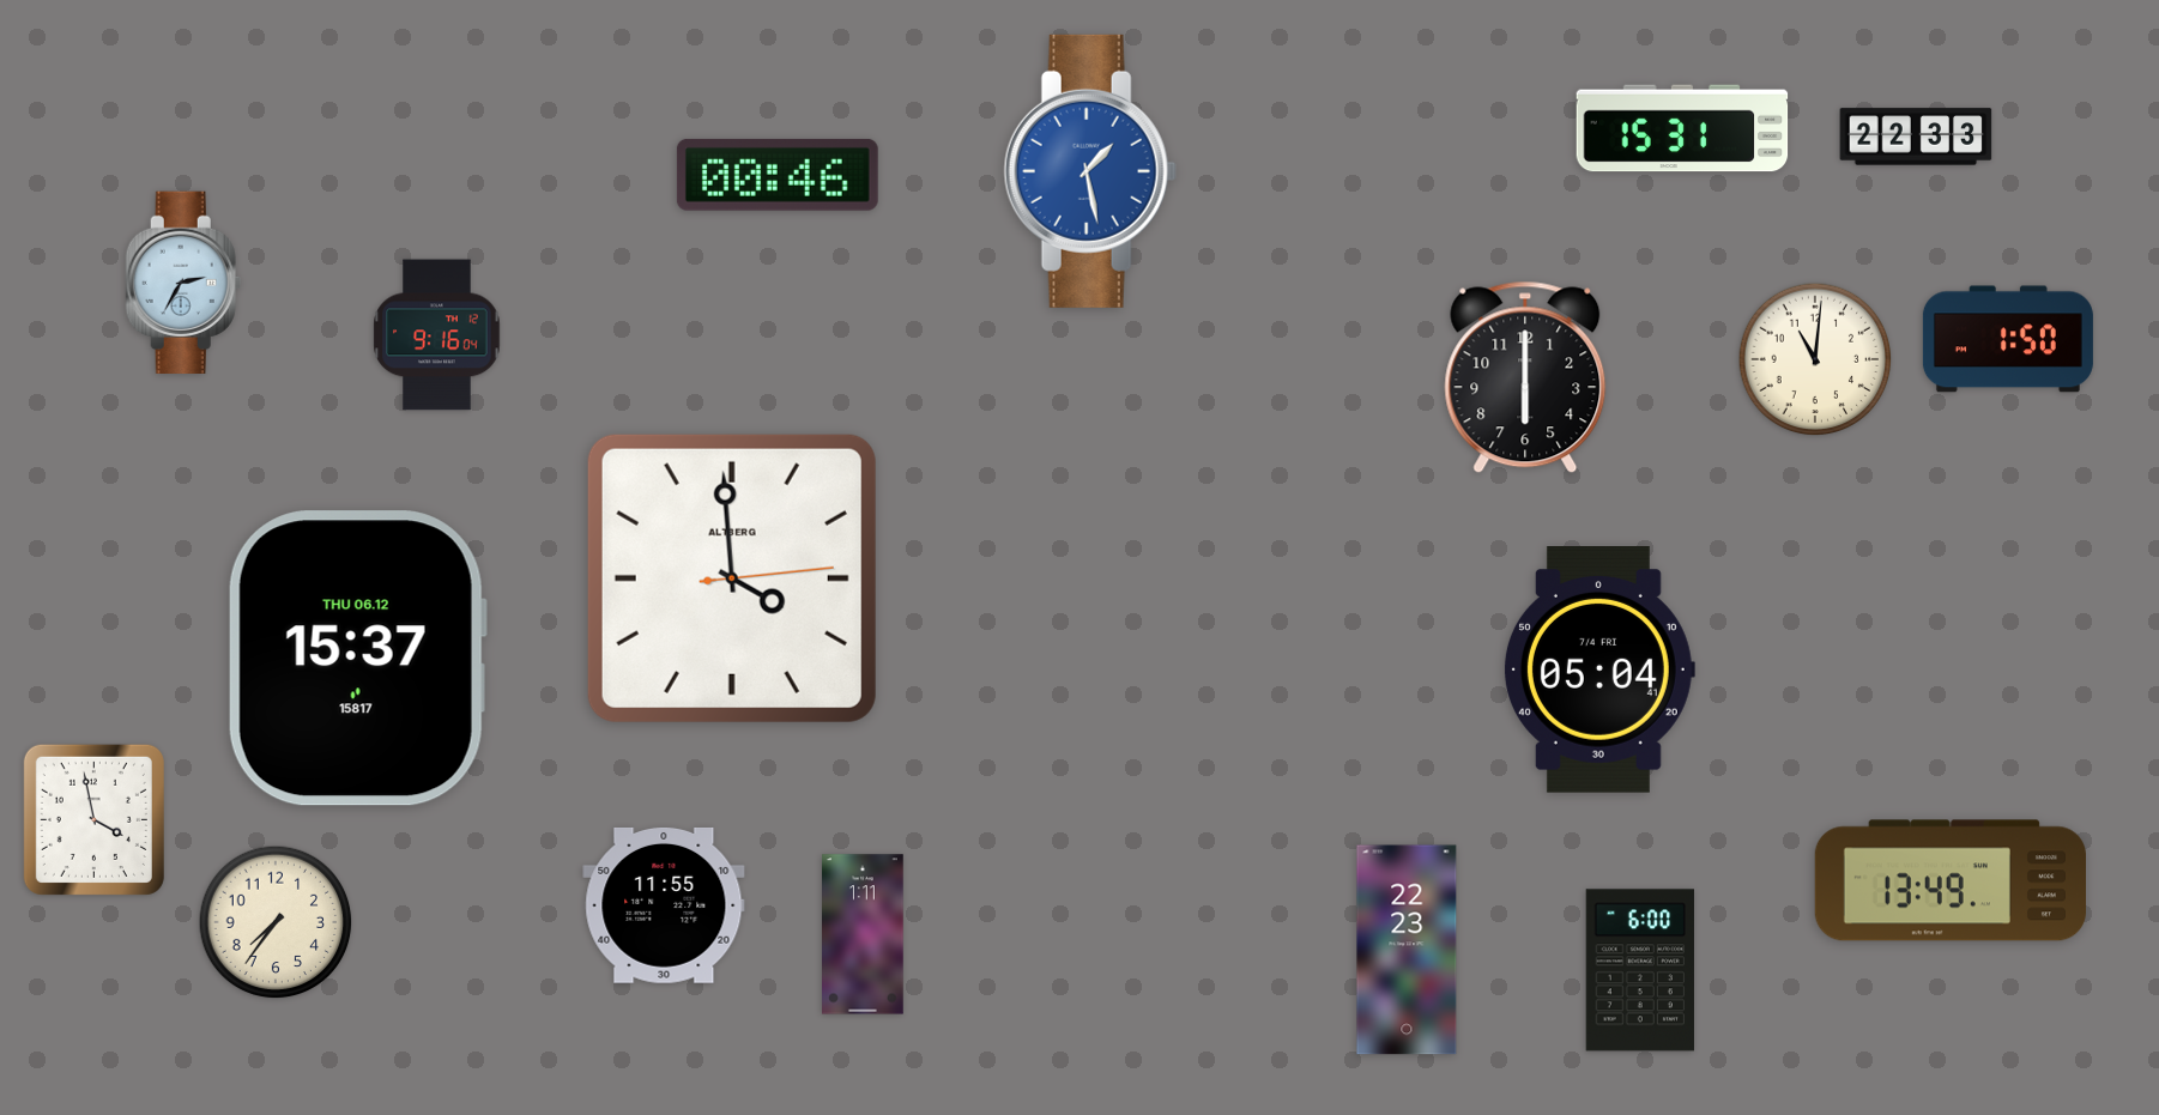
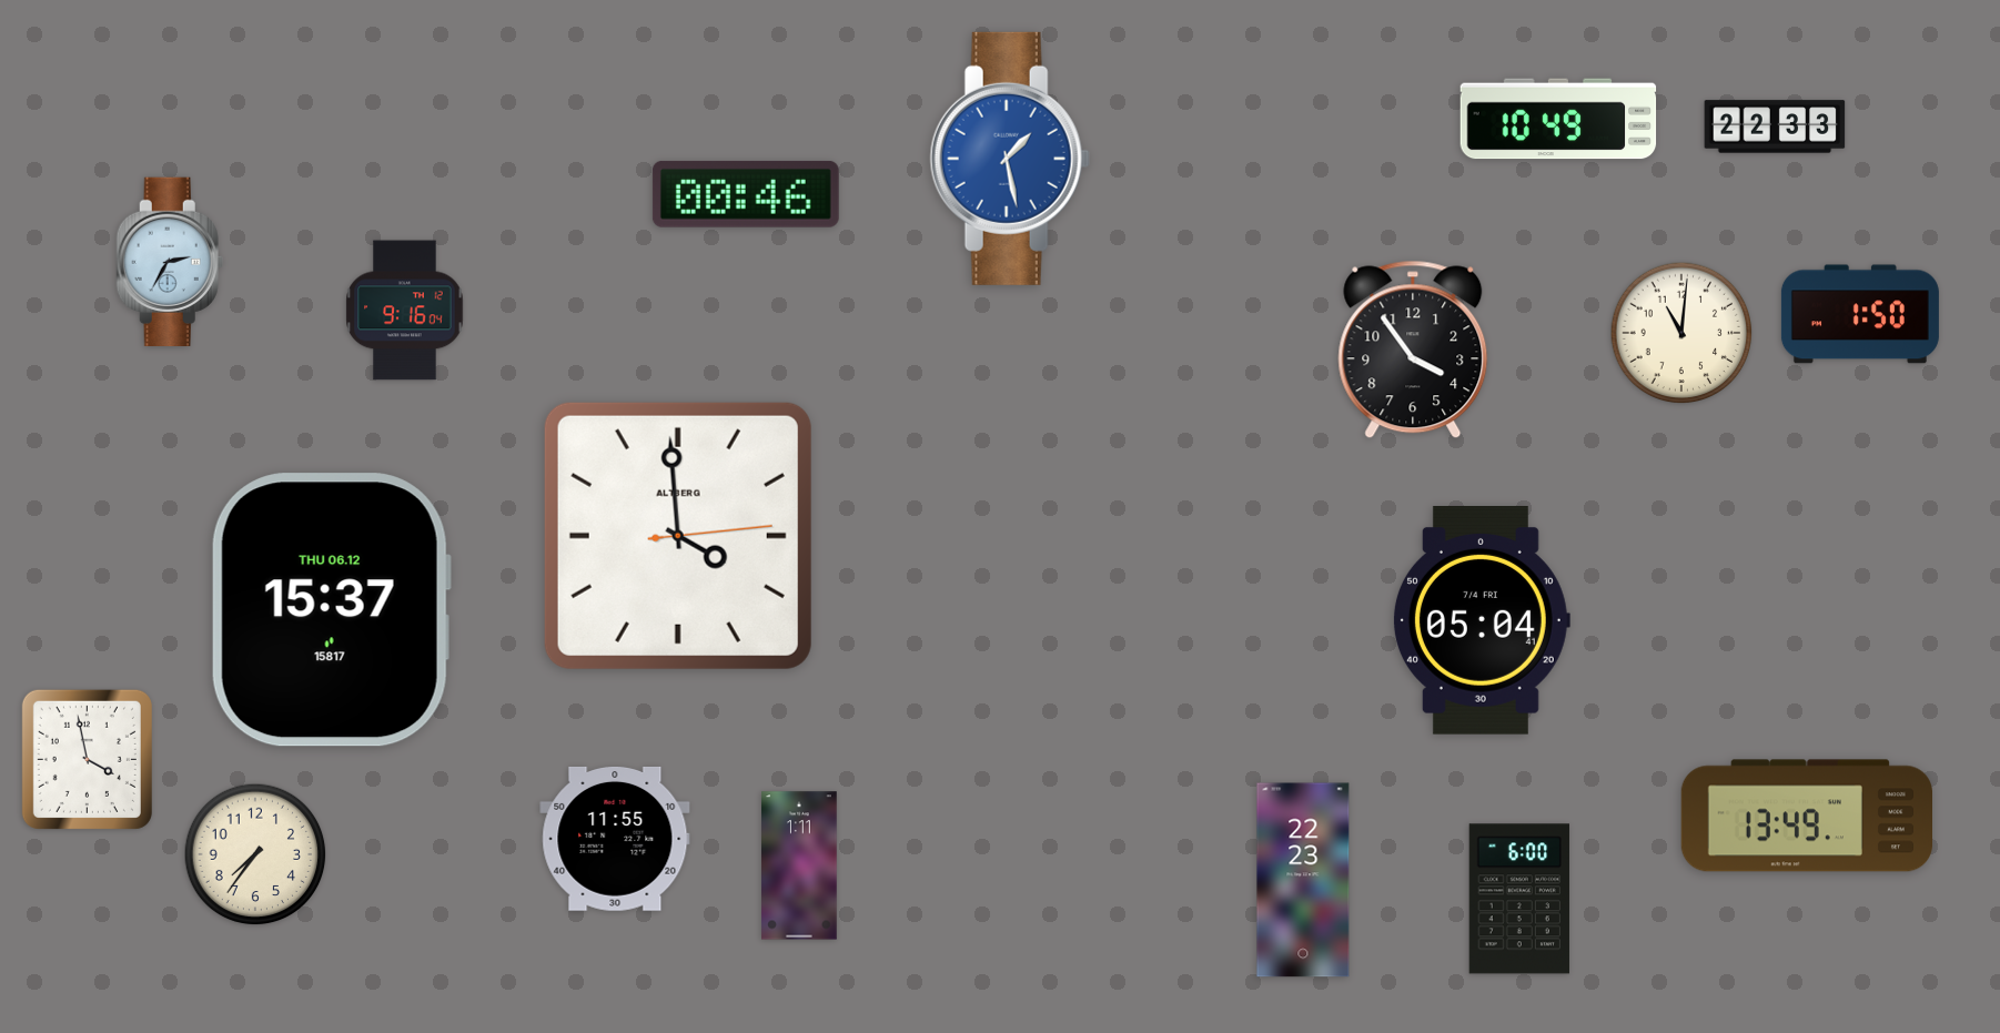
clock at (1682, 128): 15:31 -> 10:49
clock at (778, 175) position: (778, 175) -> (746, 194)
clock at (1525, 377): 6:00 -> 3:54
